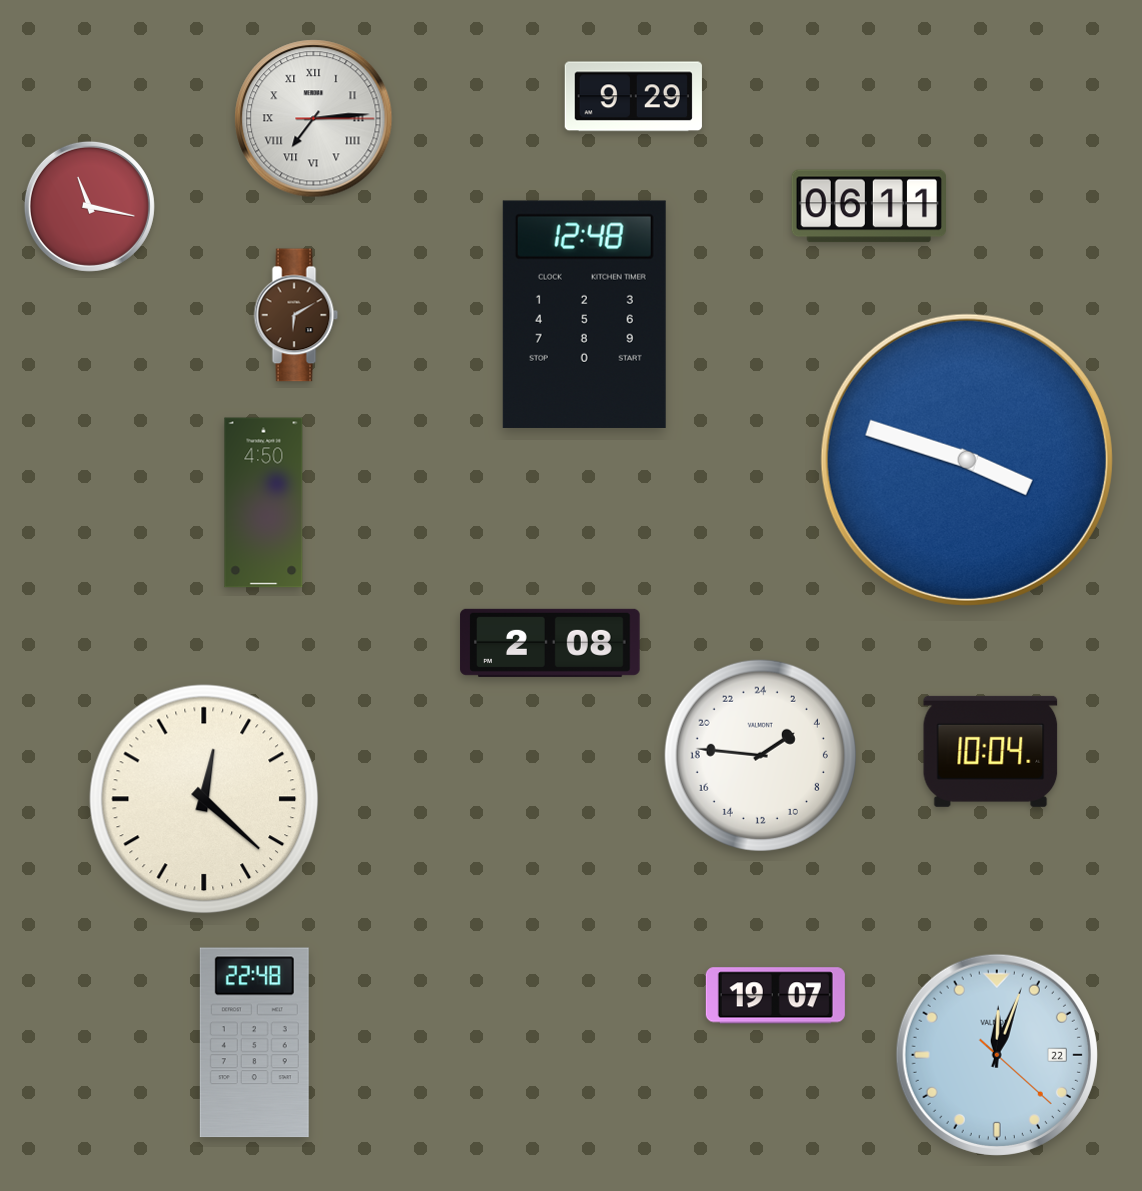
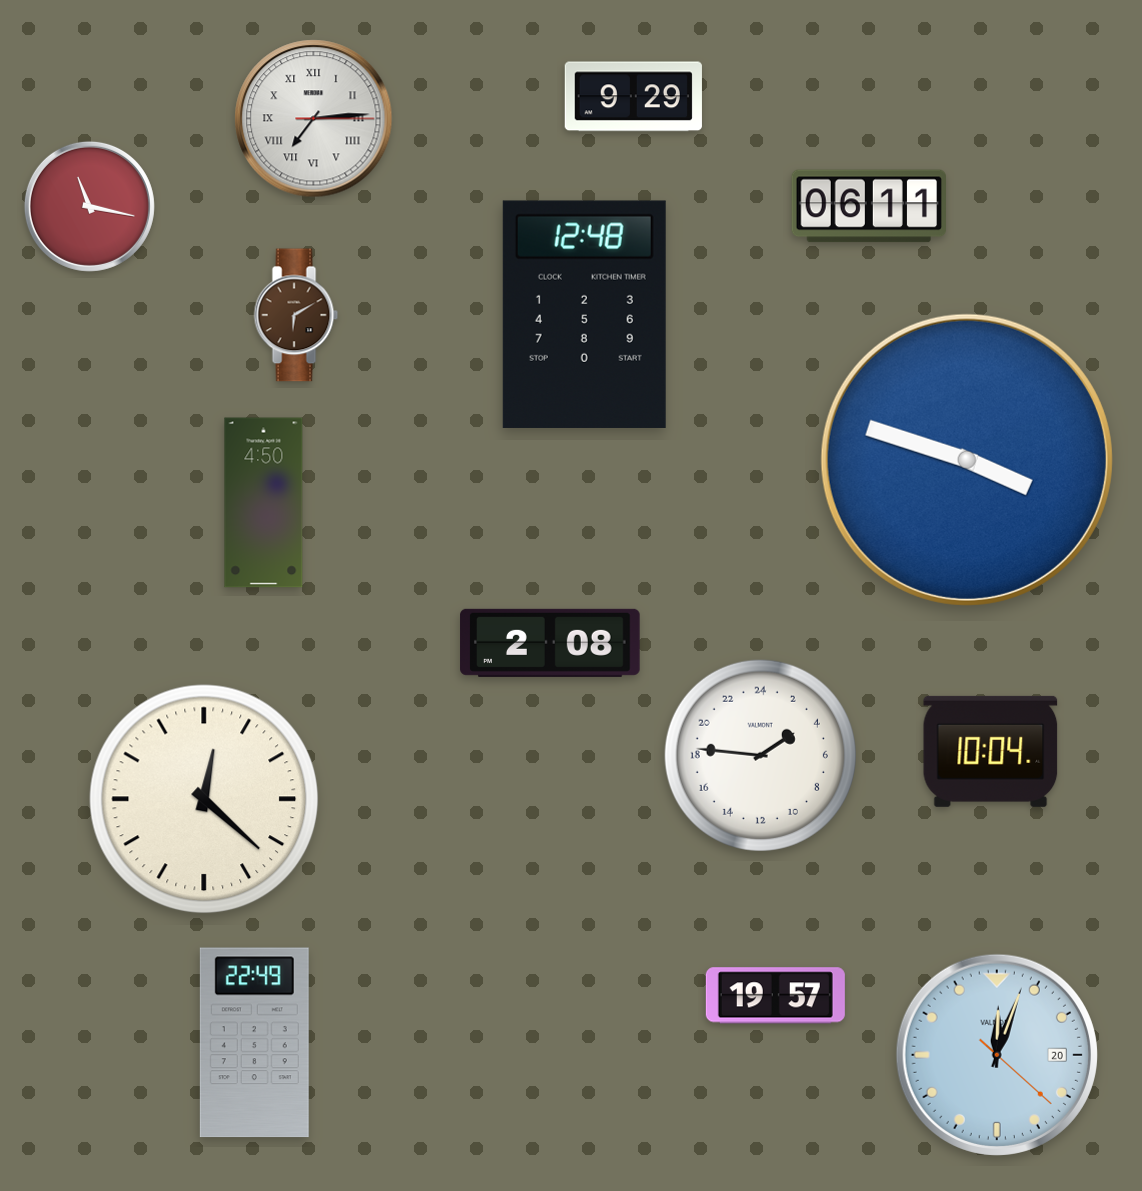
clock at (775, 996): 19:07 -> 19:57
clock at (254, 1043): 22:48 -> 22:49
clock at (997, 1055) date: 22 -> 20
